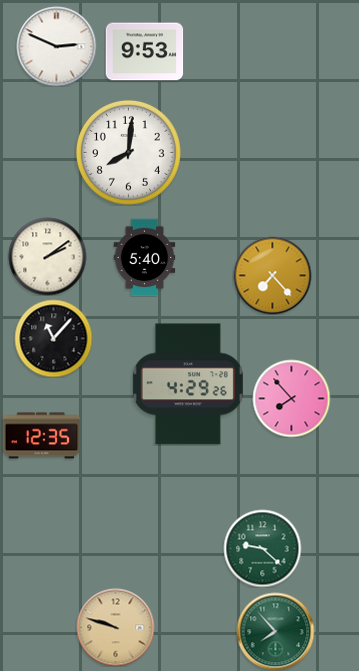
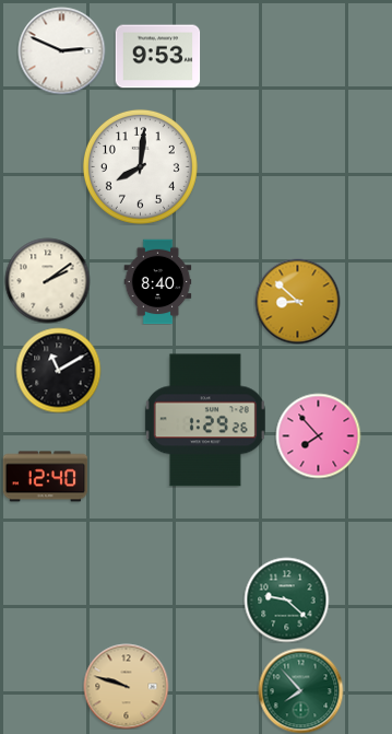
clock at (47, 256) position: (47, 256) -> (47, 280)
clock at (145, 257): 5:40 -> 8:40
clock at (272, 275): 7:23 -> 8:52
clock at (53, 338): 11:07 -> 11:10
clock at (188, 384): 4:29 -> 1:29
clock at (41, 436): 12:35 -> 12:40
